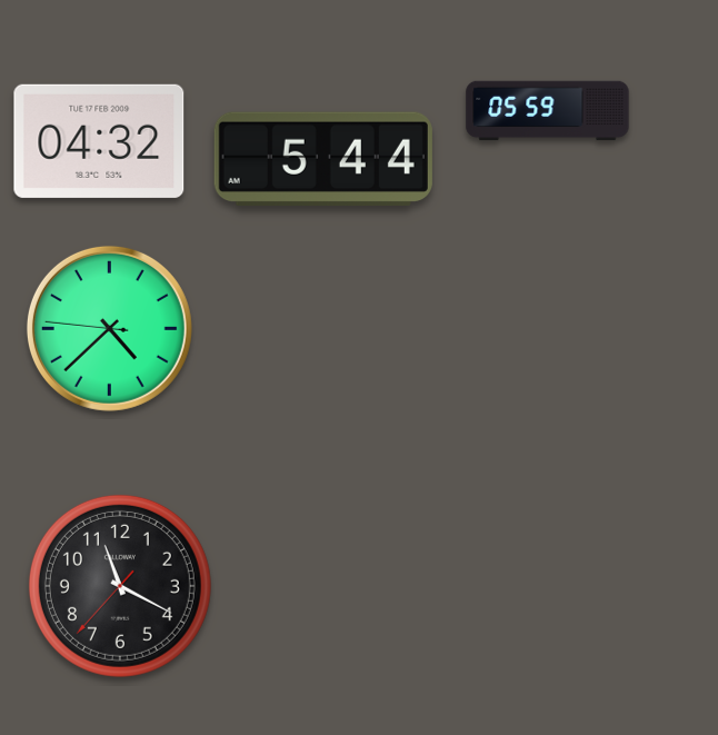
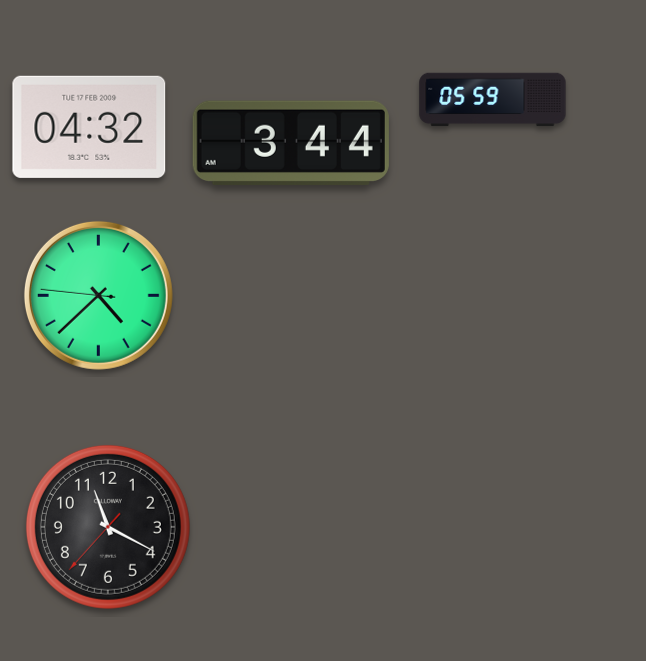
clock at (323, 159): 5:44 -> 3:44
